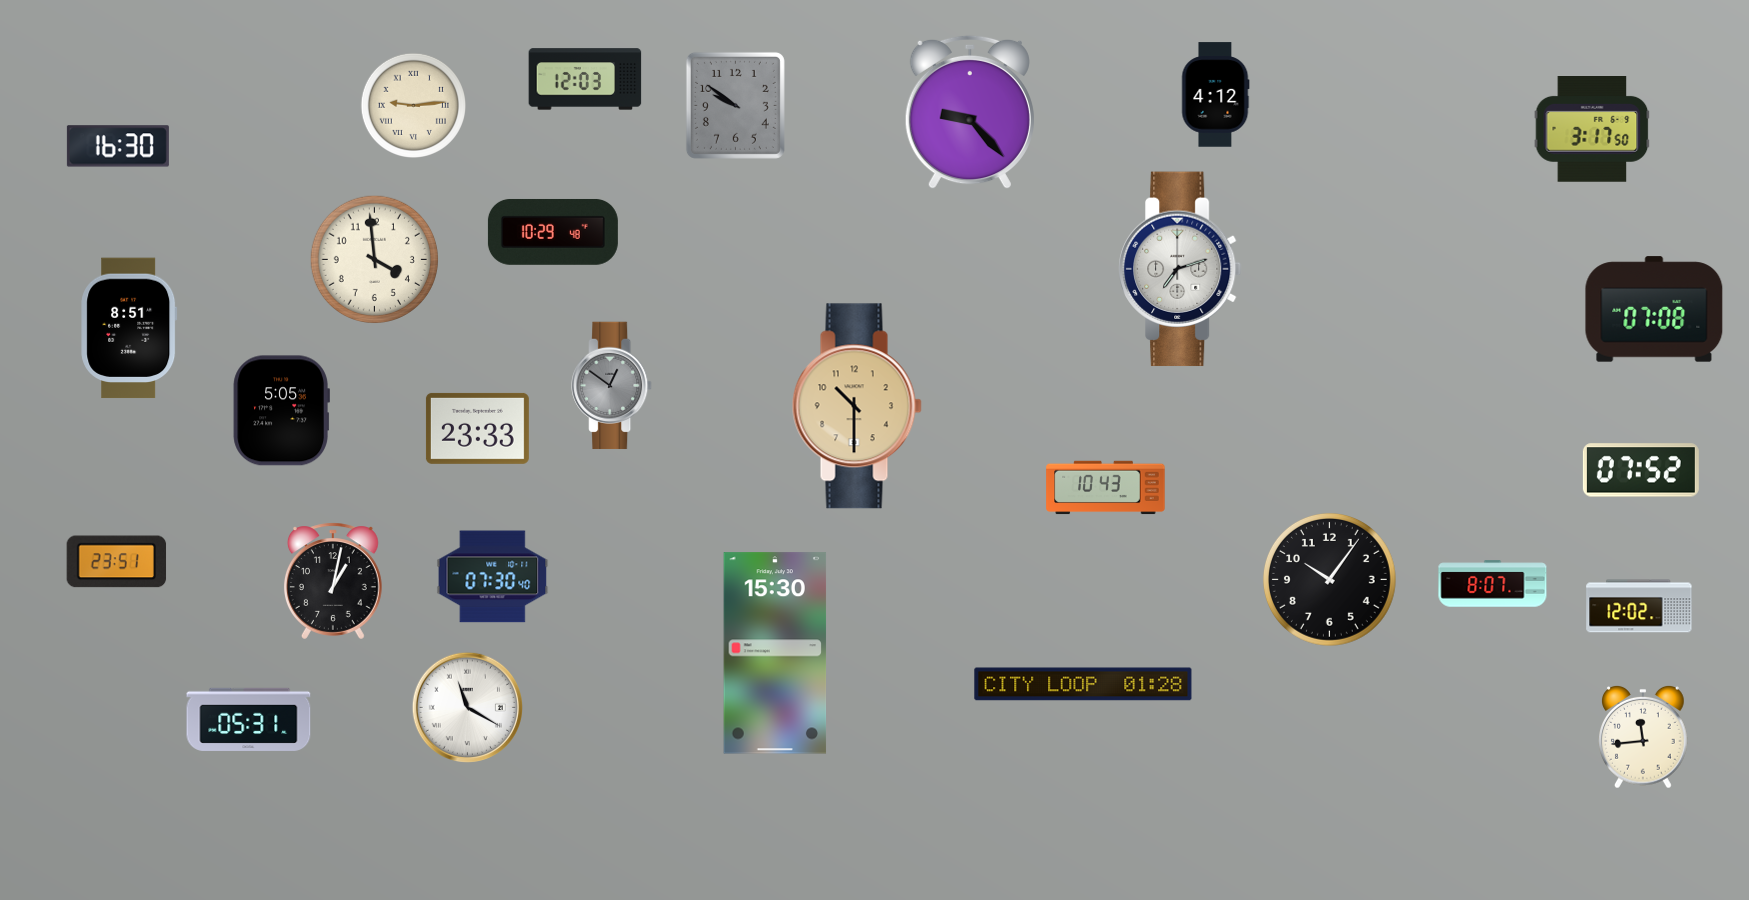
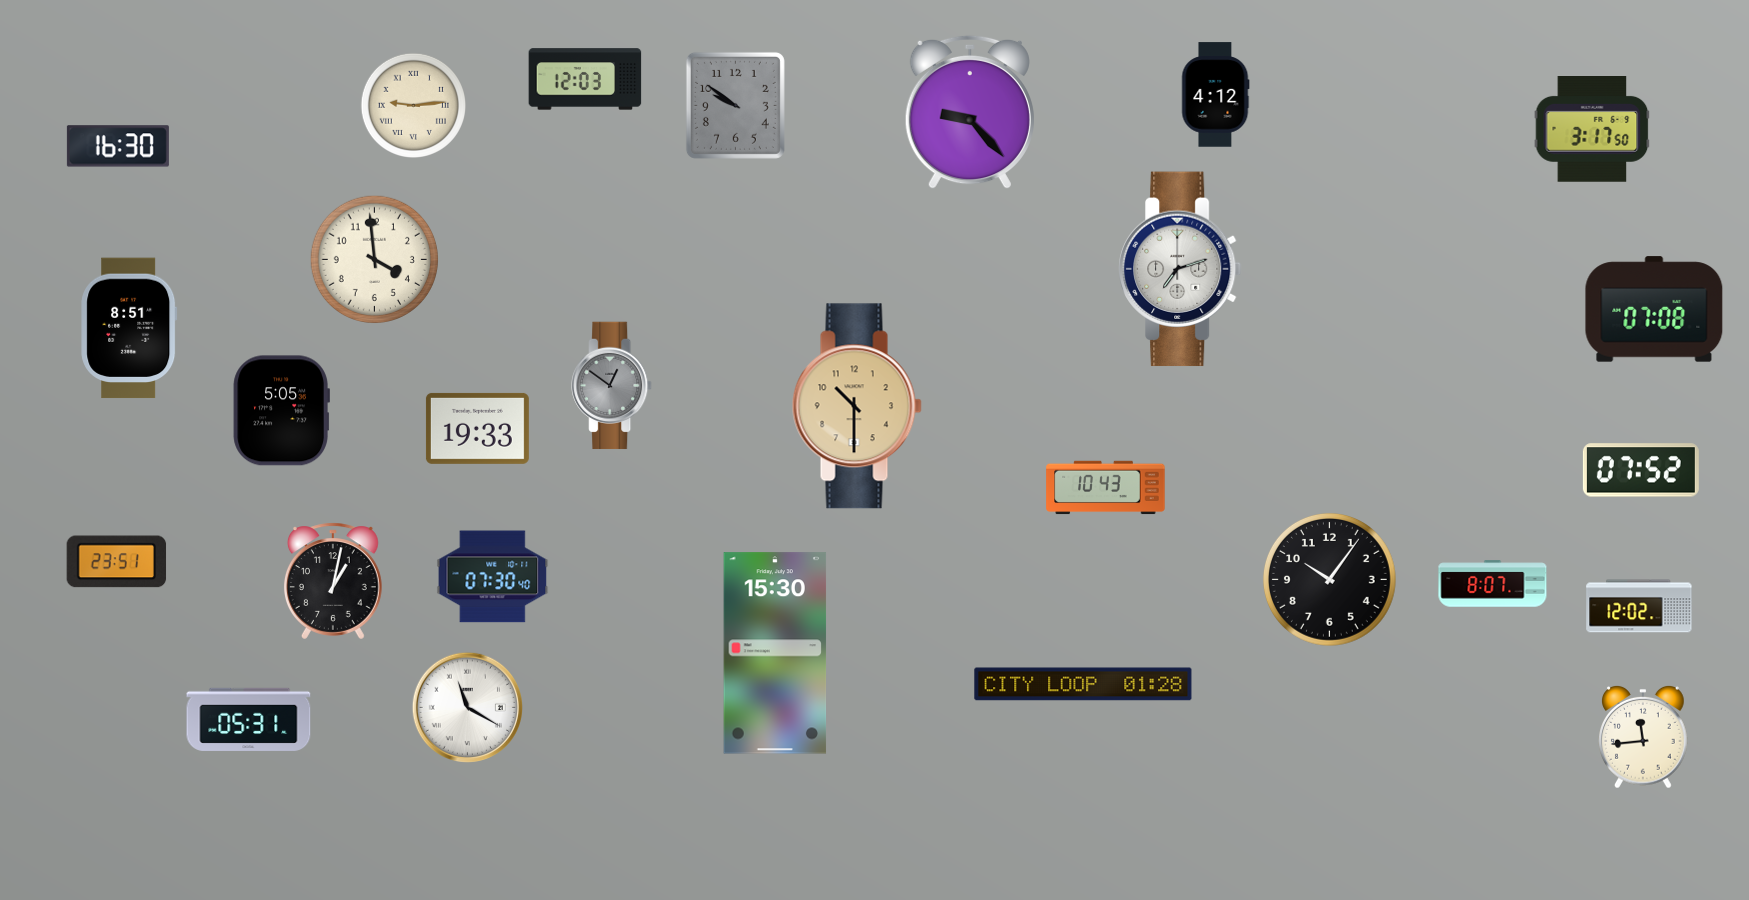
clock at (553, 232): 10:29 -> none
clock at (477, 428): 23:33 -> 19:33
